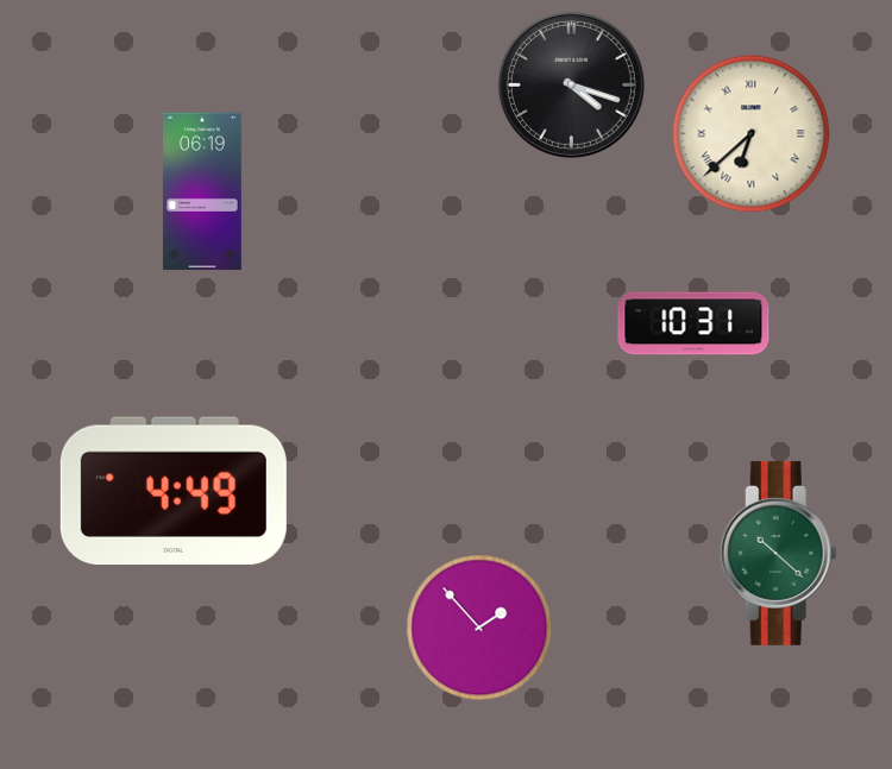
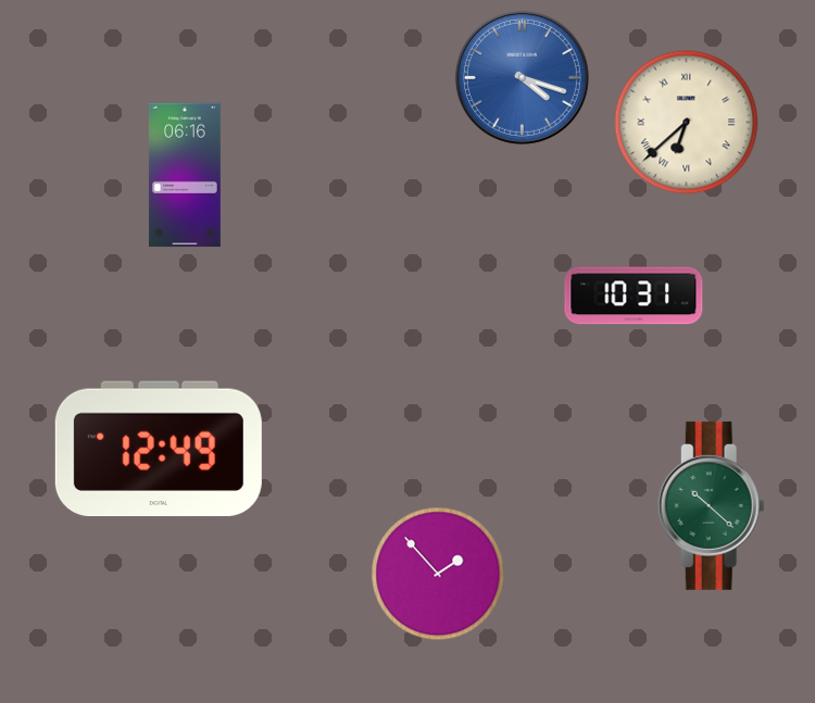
clock at (571, 84) dial: black -> blue
clock at (202, 191): 06:19 -> 06:16
clock at (174, 491): 4:49 -> 12:49
